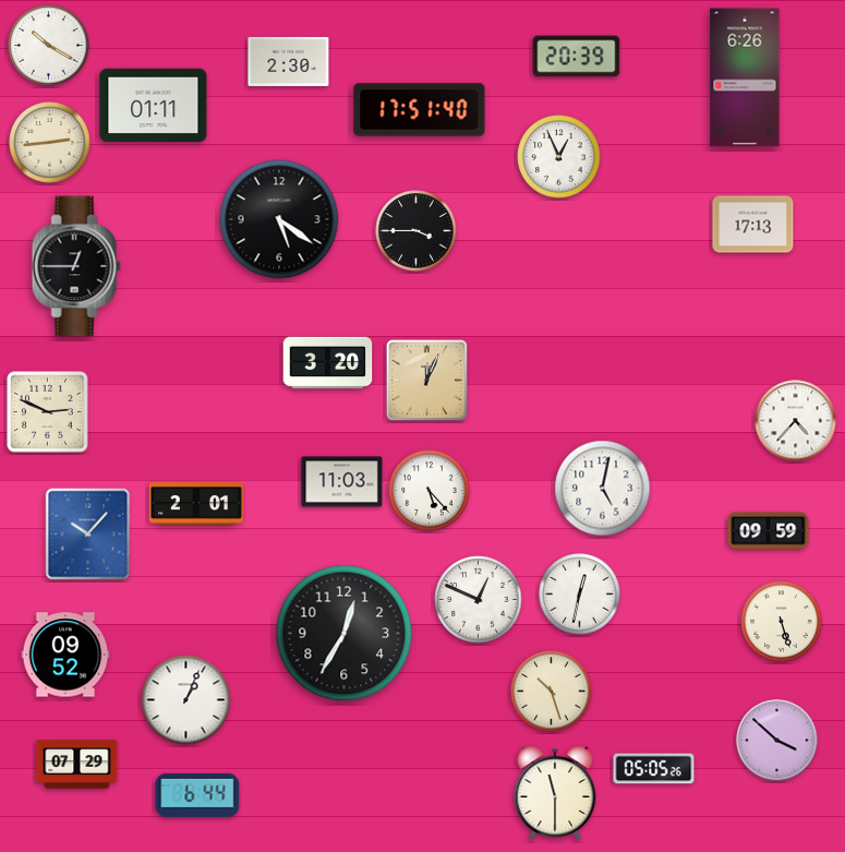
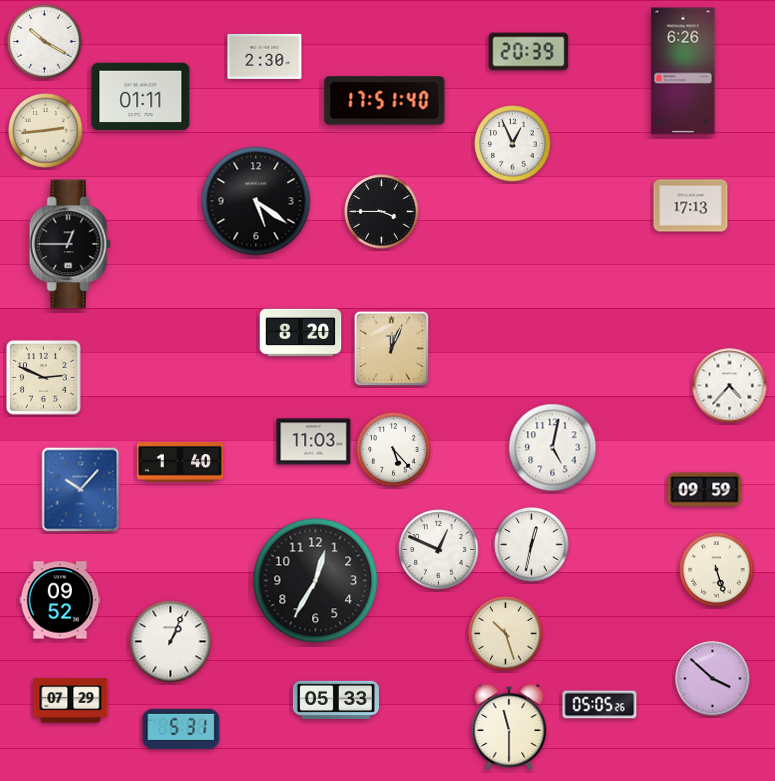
clock at (328, 363): 3:20 -> 8:20
clock at (196, 505): 2:01 -> 1:40
clock at (769, 531) position: (769, 531) -> (705, 490)
clock at (336, 700): none -> 05:33
clock at (197, 795): 6:44 -> 5:31
